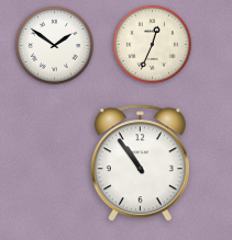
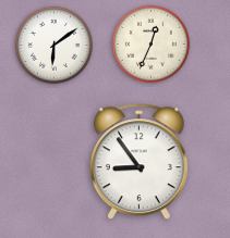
clock at (54, 45): 1:51 -> 6:09
clock at (140, 163): 10:54 -> 8:54
